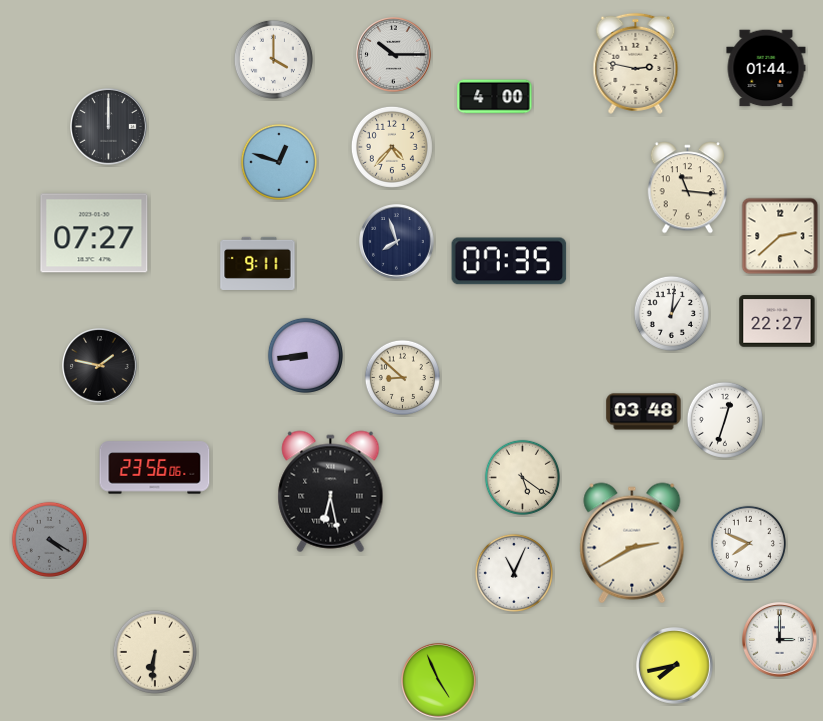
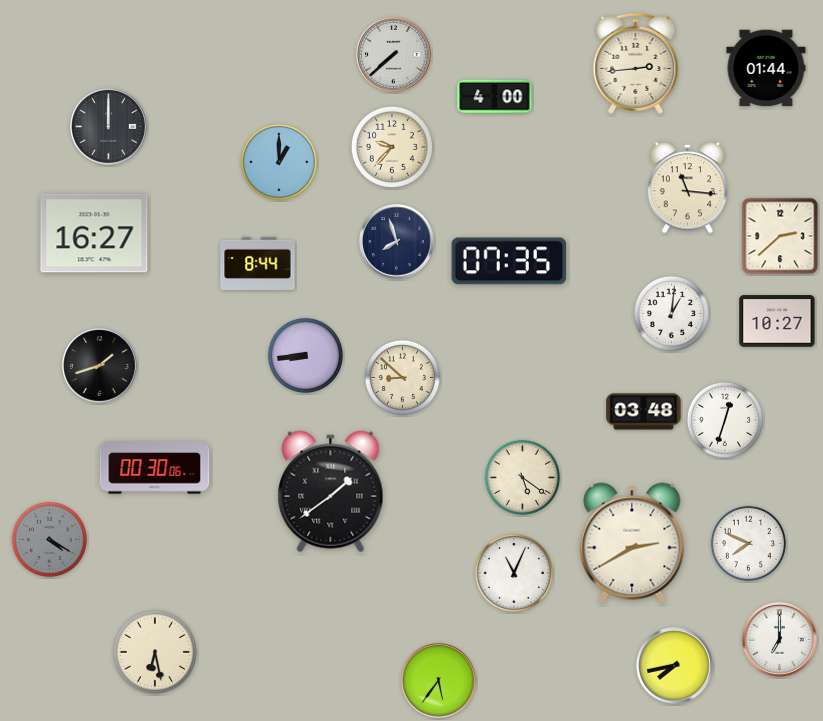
clock at (394, 55): 10:15 -> 7:38
clock at (273, 59): 4:00 -> none
clock at (636, 63): 2:47 -> 2:44
clock at (392, 147): 4:37 -> 9:37
clock at (279, 162): 12:48 -> 1:00
clock at (94, 233): 07:27 -> 16:27
clock at (258, 263): 9:11 -> 8:44
clock at (777, 321): 22:27 -> 10:27
clock at (100, 366): 1:47 -> 1:42
clock at (155, 468): 23:56 -> 00:30
clock at (331, 492): 6:28 -> 1:39
clock at (780, 640): 3:00 -> 7:00
clock at (155, 652): 6:31 -> 6:28
clock at (439, 681): 4:56 -> 5:36
